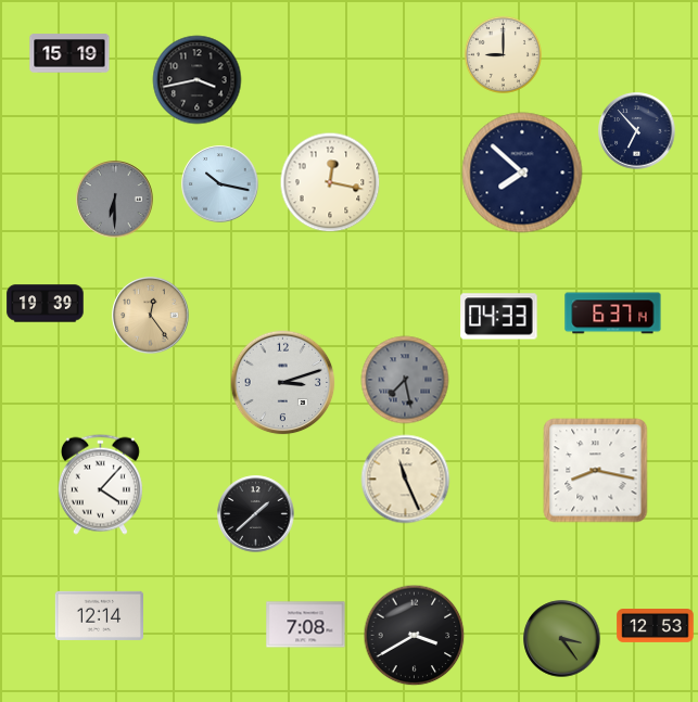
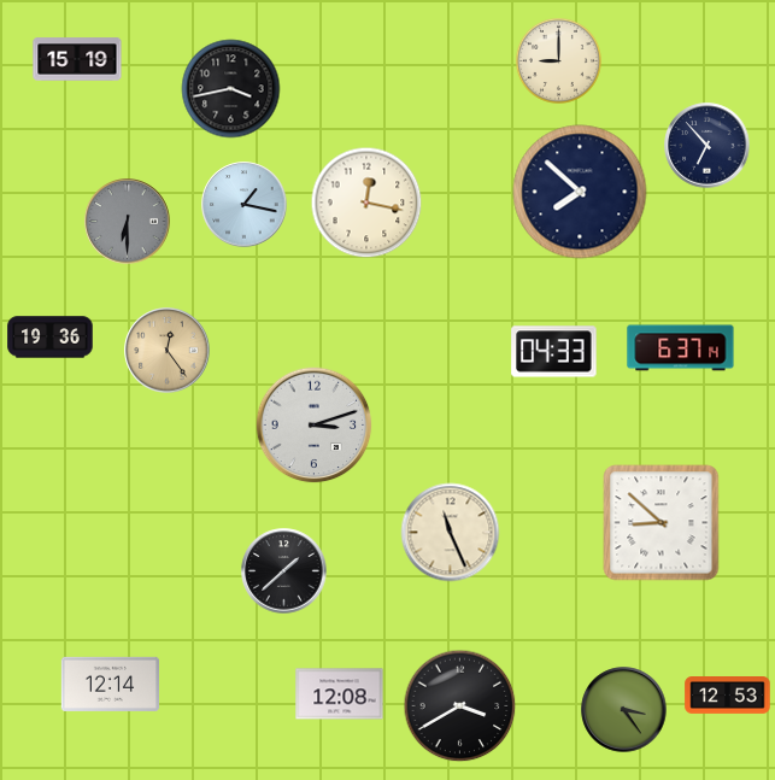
clock at (198, 80) position: (198, 80) -> (231, 89)
clock at (220, 184): 10:17 -> 1:17
clock at (46, 304): 19:39 -> 19:36
clock at (405, 380): 7:28 -> none
clock at (596, 471): 8:17 -> 8:52
clock at (100, 484): 4:07 -> none
clock at (306, 625): 7:08 -> 12:08
